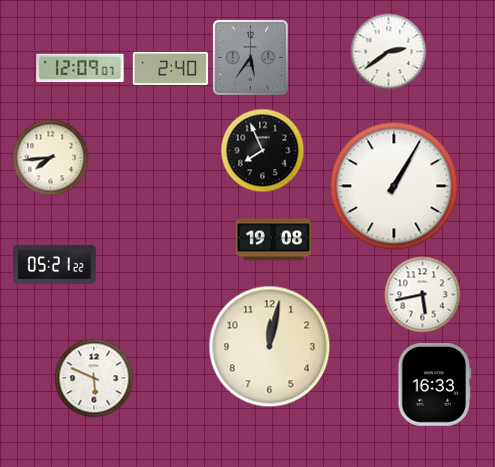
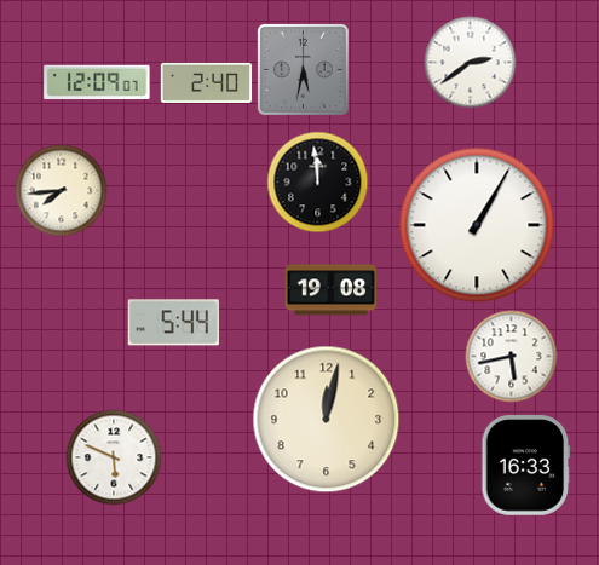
clock at (250, 57): 5:36 -> 5:32
clock at (263, 151): 7:56 -> 11:59
clock at (55, 264): 05:21 -> none
clock at (173, 323): none -> 5:44
